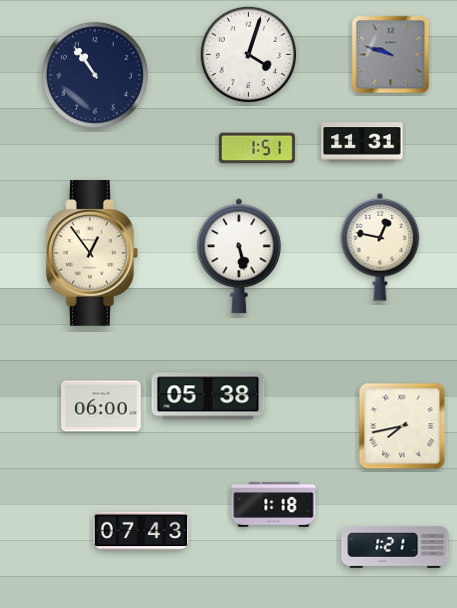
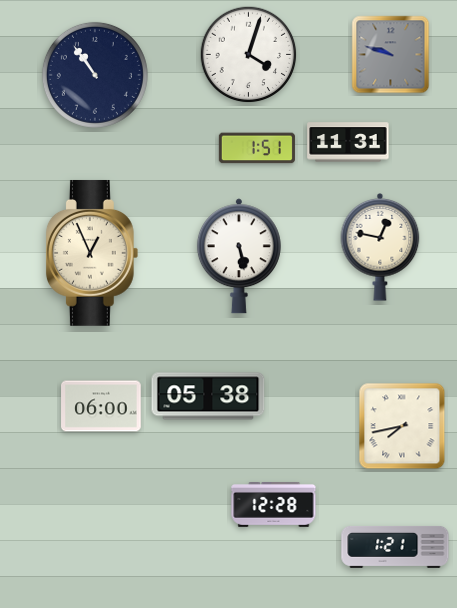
clock at (362, 142) position: (362, 142) -> (348, 142)
clock at (92, 253): 12:54 -> 12:56
clock at (274, 505): 1:18 -> 12:28
clock at (141, 531): 07:43 -> none
